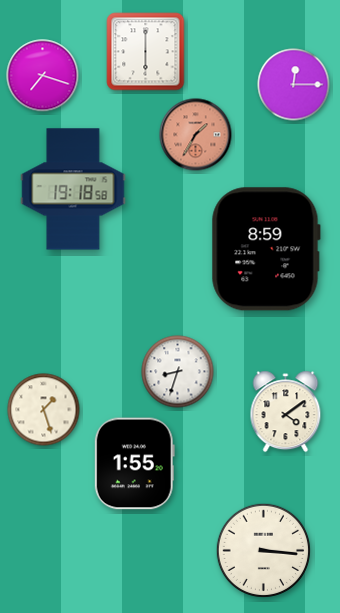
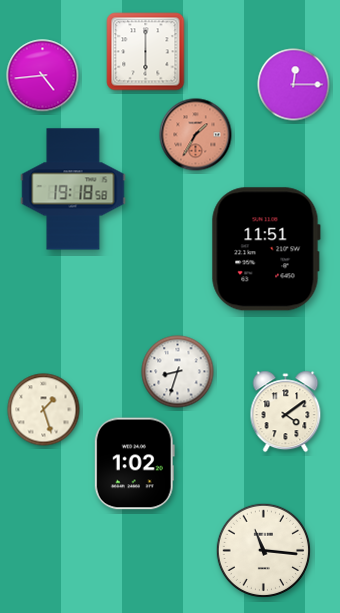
clock at (43, 76): 7:18 -> 4:44
clock at (266, 249): 8:59 -> 11:51
clock at (134, 464): 1:55 -> 1:02
clock at (263, 550): 3:16 -> 11:16
